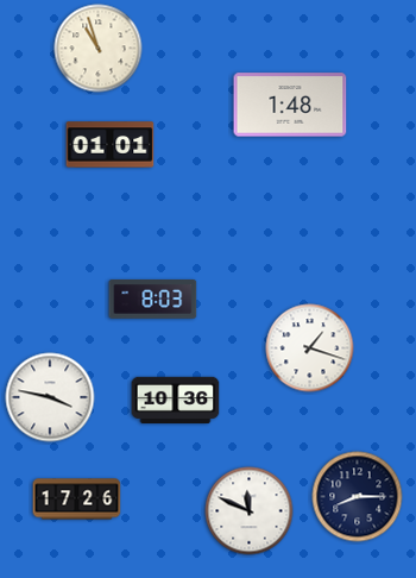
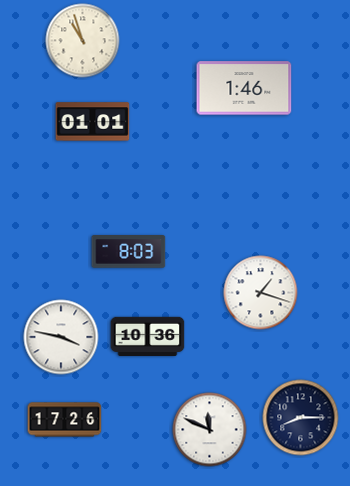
clock at (290, 105): 1:48 -> 1:46
clock at (50, 397) position: (50, 397) -> (61, 337)
